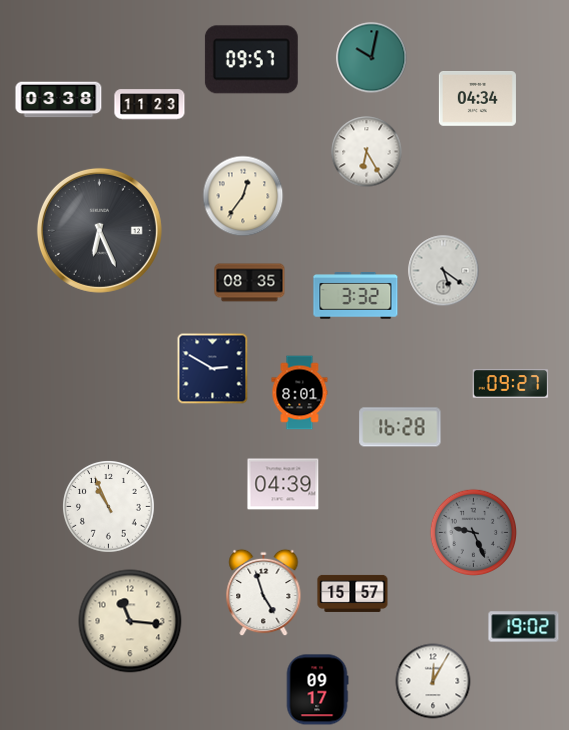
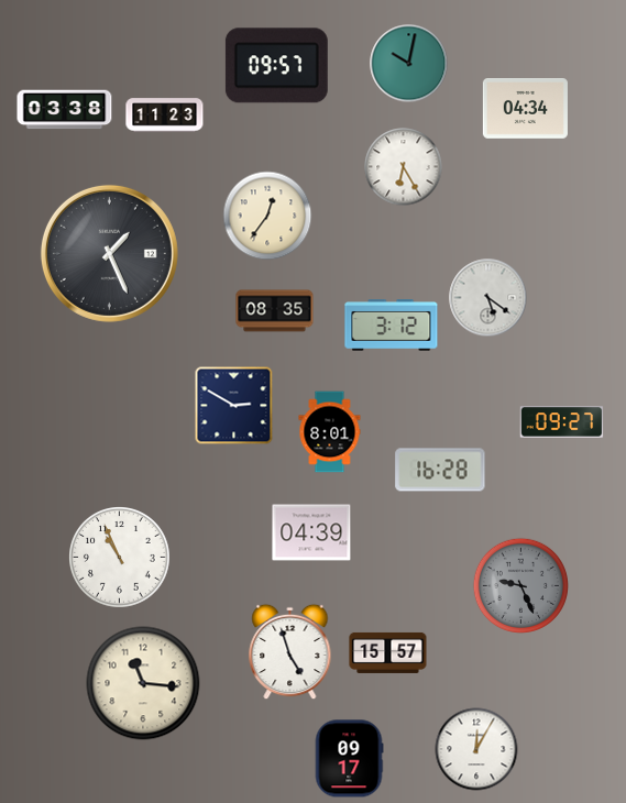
clock at (99, 230): 6:26 -> 1:26
clock at (356, 296): 3:32 -> 3:12
clock at (524, 627): 19:02 -> none
